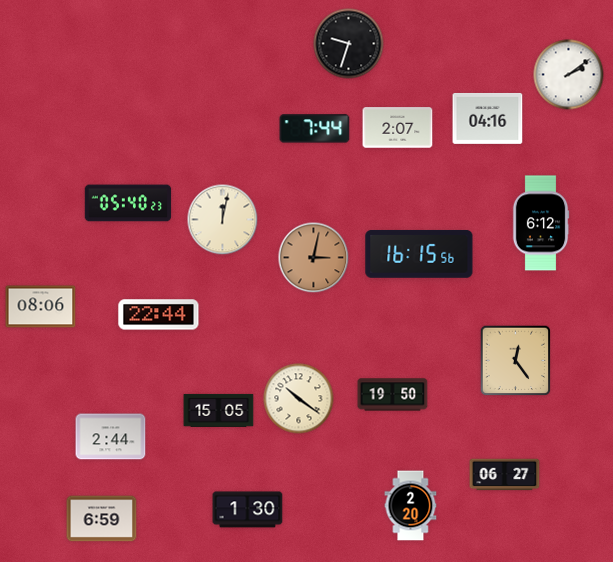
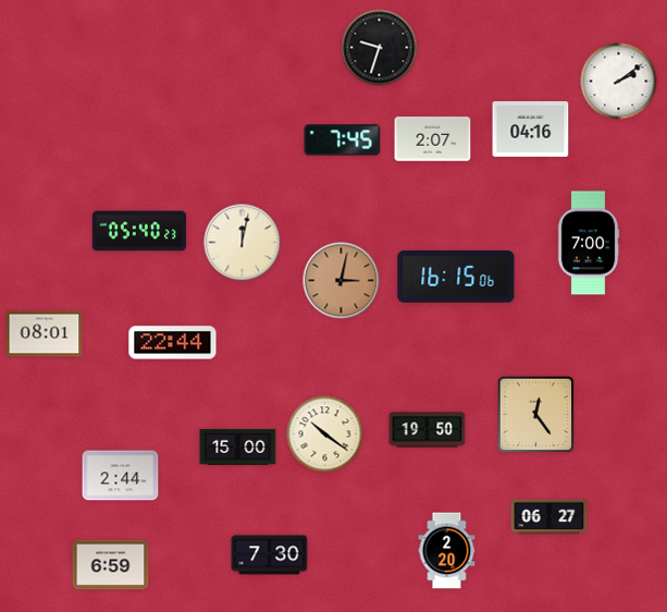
clock at (315, 129): 7:44 -> 7:45
clock at (128, 203) position: (128, 203) -> (139, 231)
clock at (223, 220) position: (223, 220) -> (243, 243)
clock at (541, 223): 6:12 -> 7:00
clock at (419, 254): 16:15:56 -> 16:15:06
clock at (41, 307): 08:06 -> 08:01
clock at (516, 361) position: (516, 361) -> (536, 415)
clock at (219, 410): 15:05 -> 15:00
clock at (248, 510): 1:30 -> 7:30
